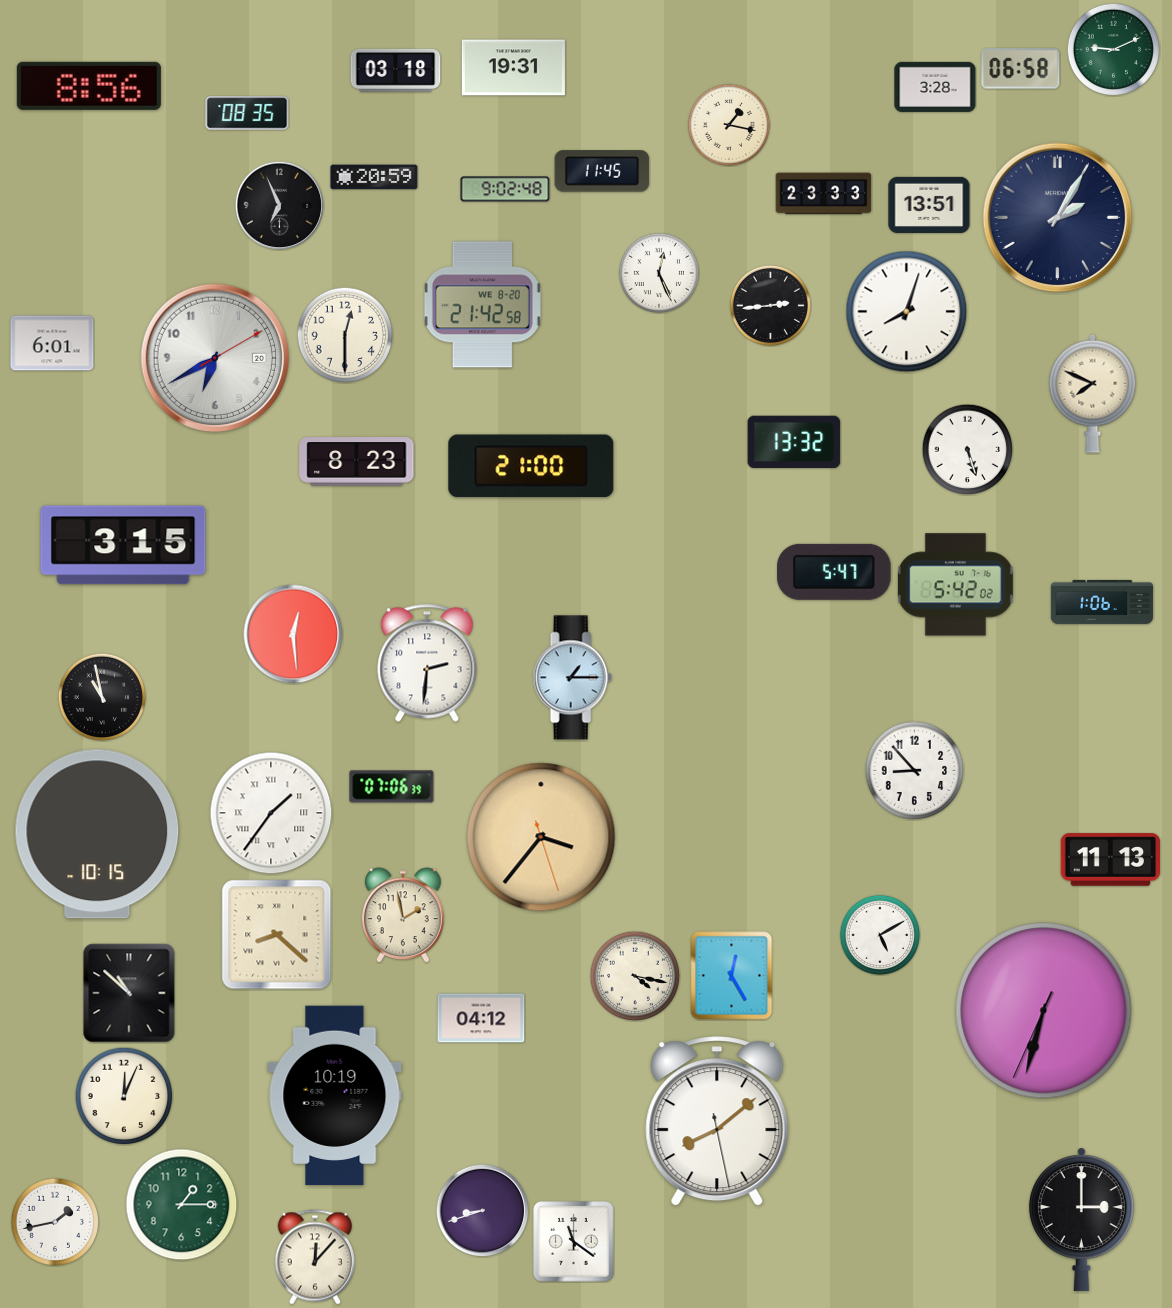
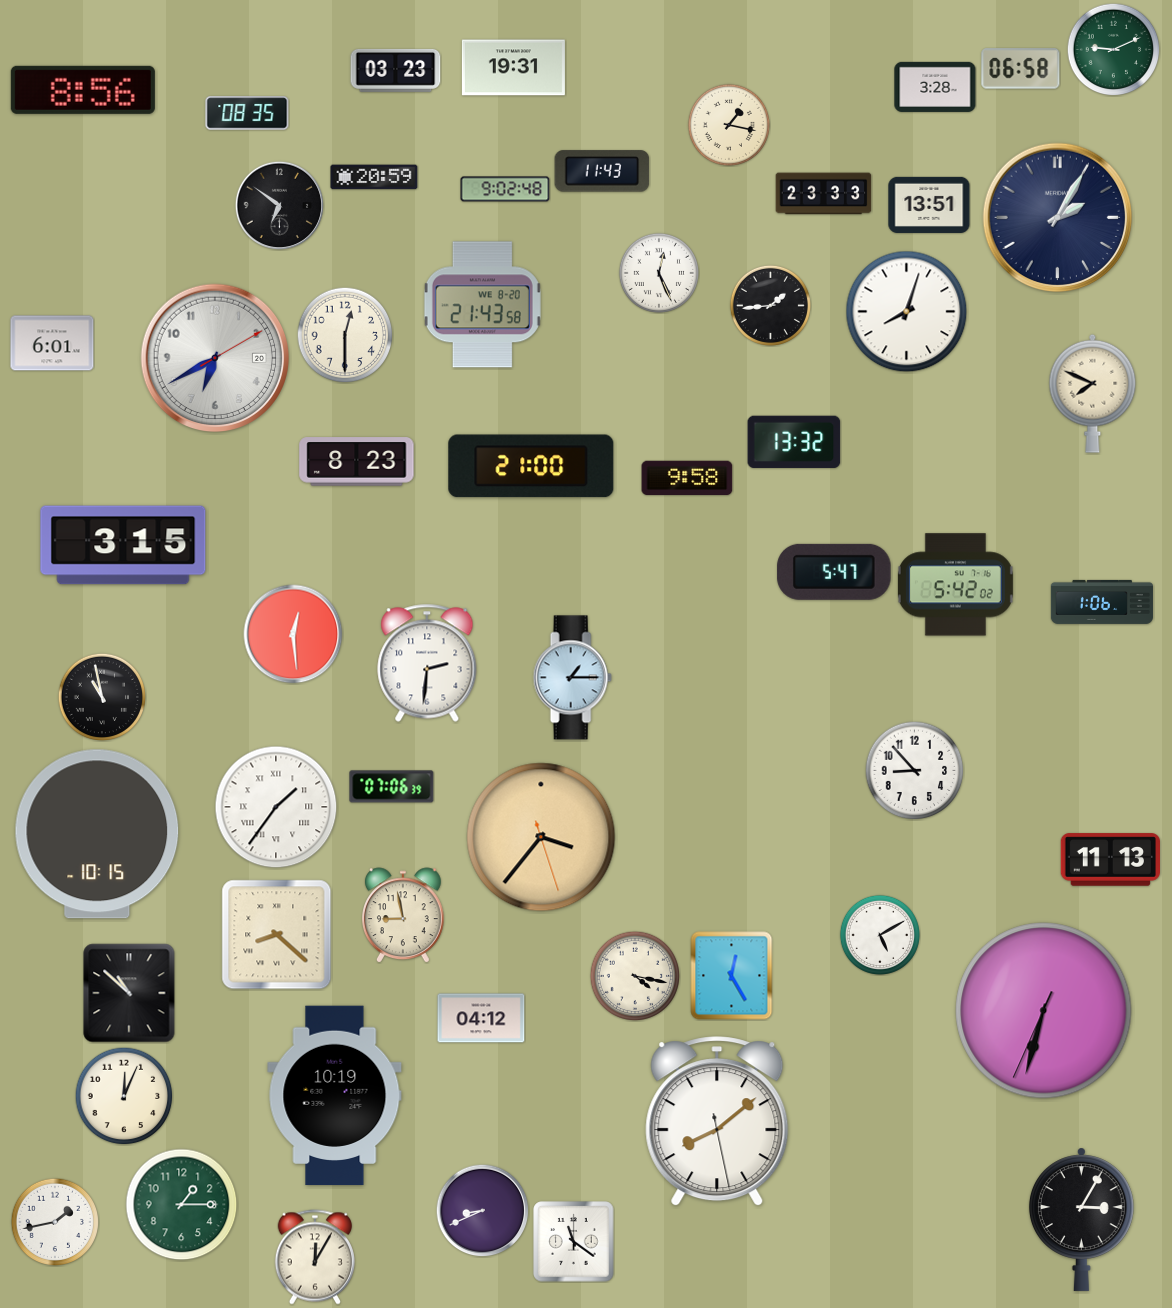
clock at (396, 70): 03:18 -> 03:23
clock at (89, 86) position: (89, 86) -> (83, 90)
clock at (602, 171): 11:45 -> 11:43
clock at (279, 205): 6:56 -> 6:51
clock at (482, 305): 21:42 -> 21:43
clock at (770, 305): 2:44 -> 1:44
clock at (967, 449): 5:27 -> none
clock at (687, 478): none -> 9:58
clock at (271, 813) position: (271, 813) -> (276, 807)
clock at (404, 915): 1:58 -> 8:58
clock at (482, 1210): 8:42 -> 8:41
clock at (1081, 1219): 3:00 -> 3:05
clock at (315, 1257): 12:07 -> 12:05
